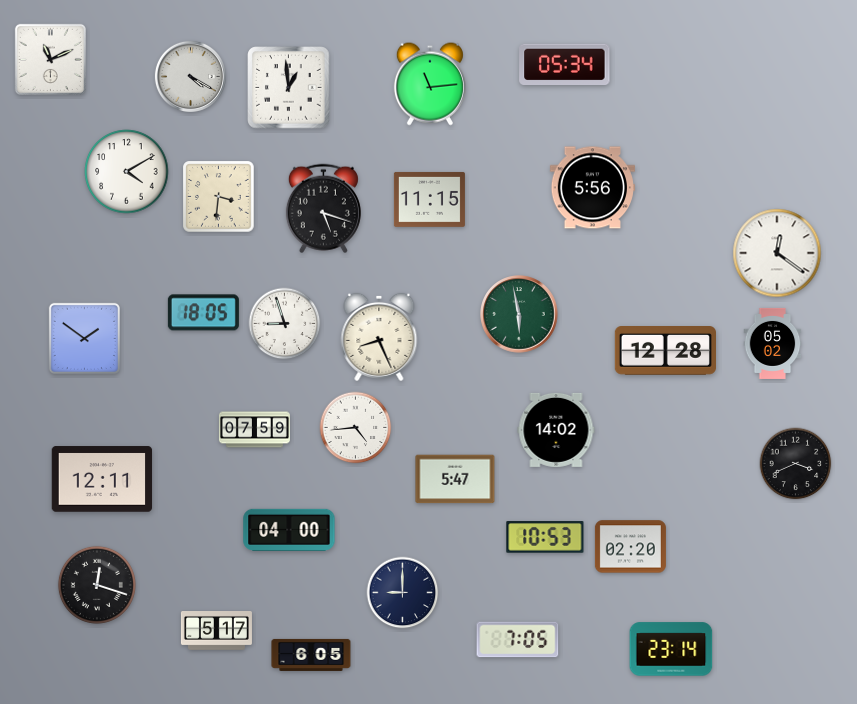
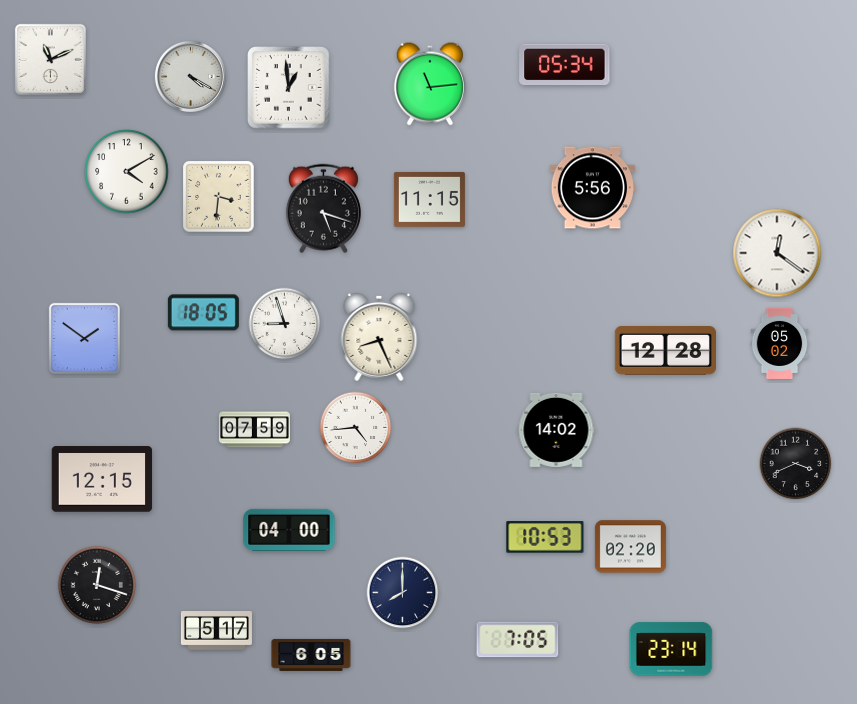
clock at (519, 314): 5:58 -> none
clock at (773, 343) position: (773, 343) -> (780, 343)
clock at (102, 479): 12:11 -> 12:15
clock at (455, 479): 5:47 -> none
clock at (403, 593): 9:00 -> 8:00
